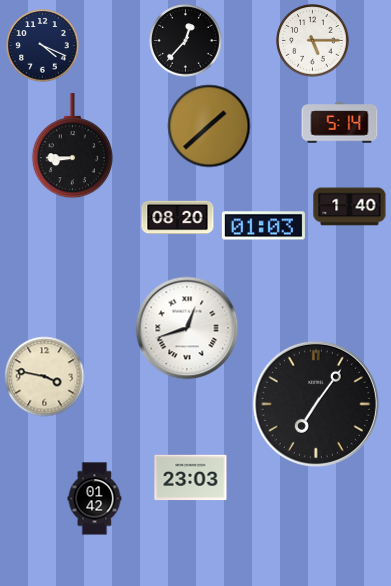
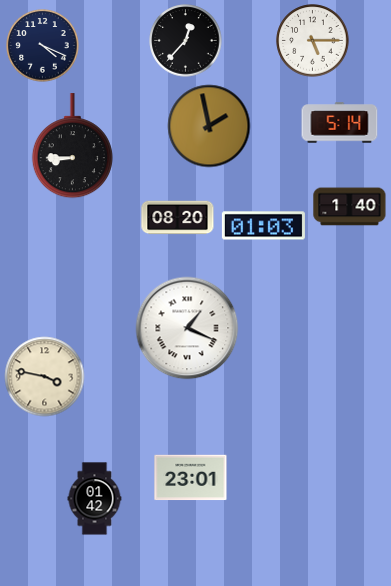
clock at (209, 126): 1:38 -> 1:58
clock at (187, 328): 12:42 -> 1:19
clock at (316, 404): 7:06 -> none
clock at (191, 478): 23:03 -> 23:01
